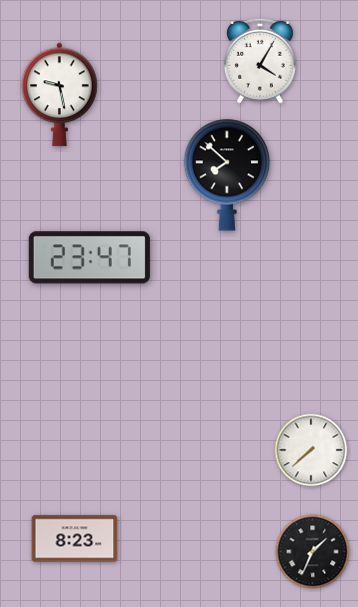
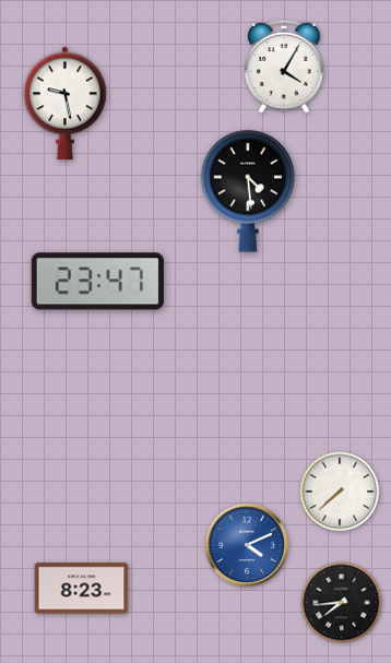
clock at (226, 175): 7:52 -> 4:29
clock at (247, 545): none -> 4:11
clock at (313, 552): 1:34 -> 7:44
